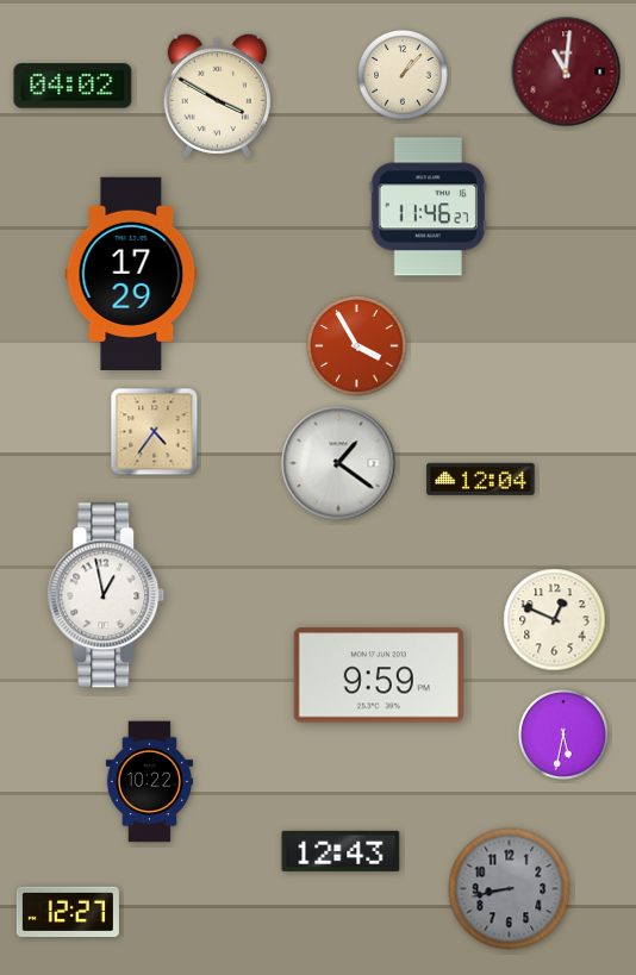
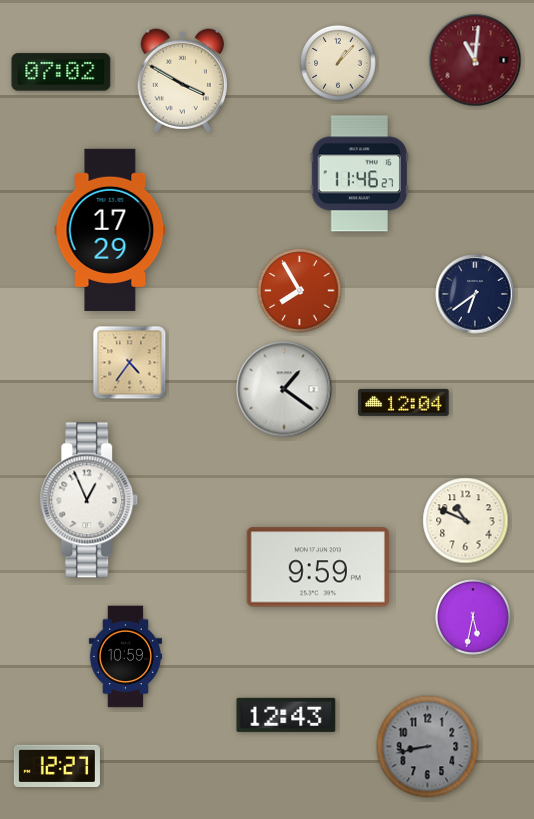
clock at (73, 86): 04:02 -> 07:02
clock at (357, 346): 3:55 -> 7:55
clock at (475, 294): none -> 6:39
clock at (106, 595): 12:58 -> 12:56
clock at (555, 620): 12:49 -> 10:49
clock at (149, 782): 10:22 -> 10:59
